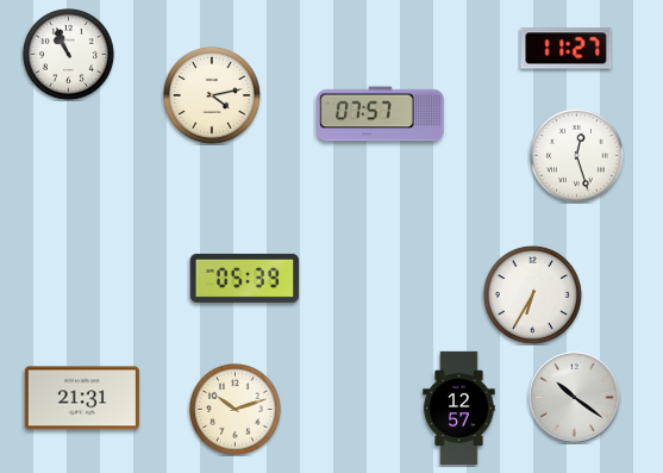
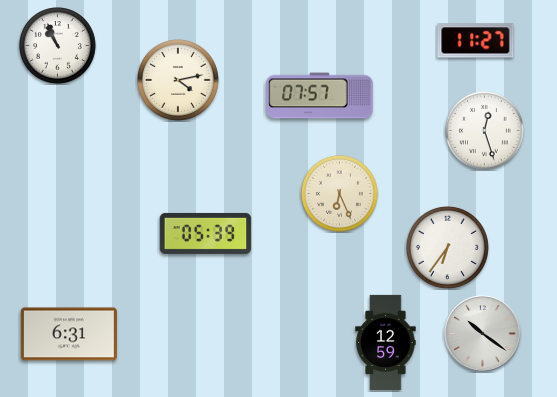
clock at (340, 194): none -> 6:26
clock at (532, 294): 6:35 -> 6:36
clock at (82, 398): 21:31 -> 6:31
clock at (459, 407): 12:57 -> 12:59
clock at (236, 410): 10:12 -> none
